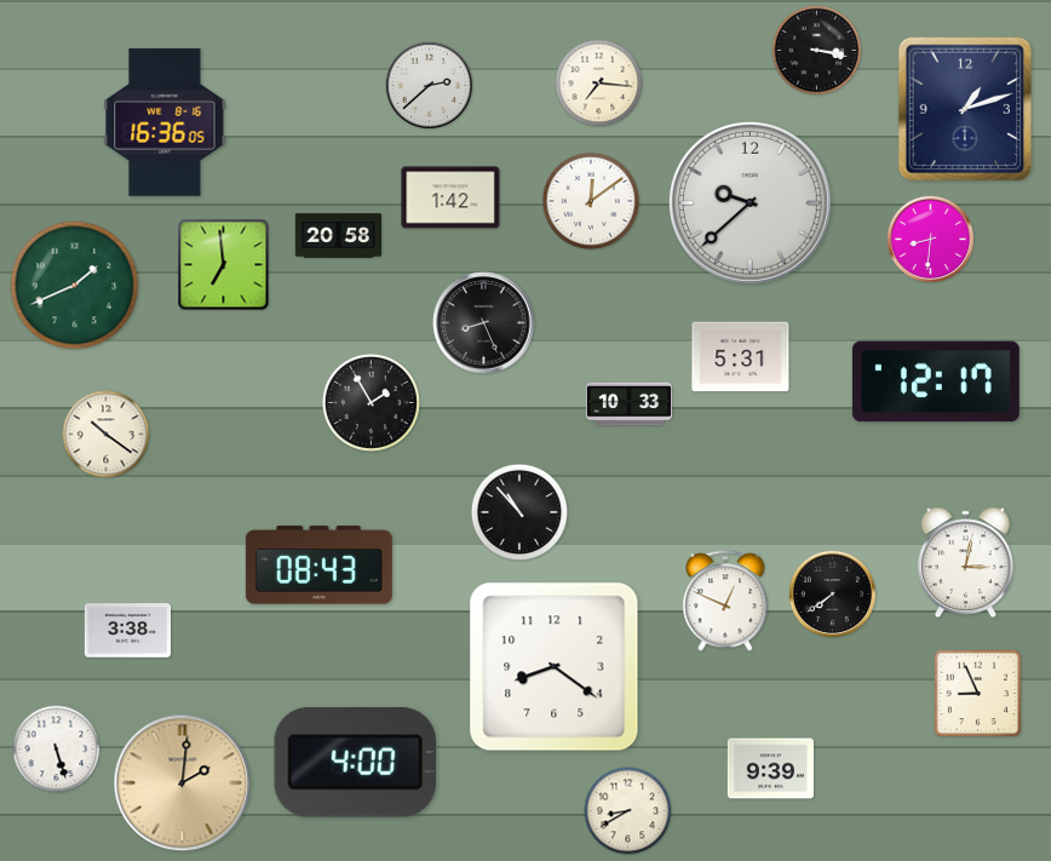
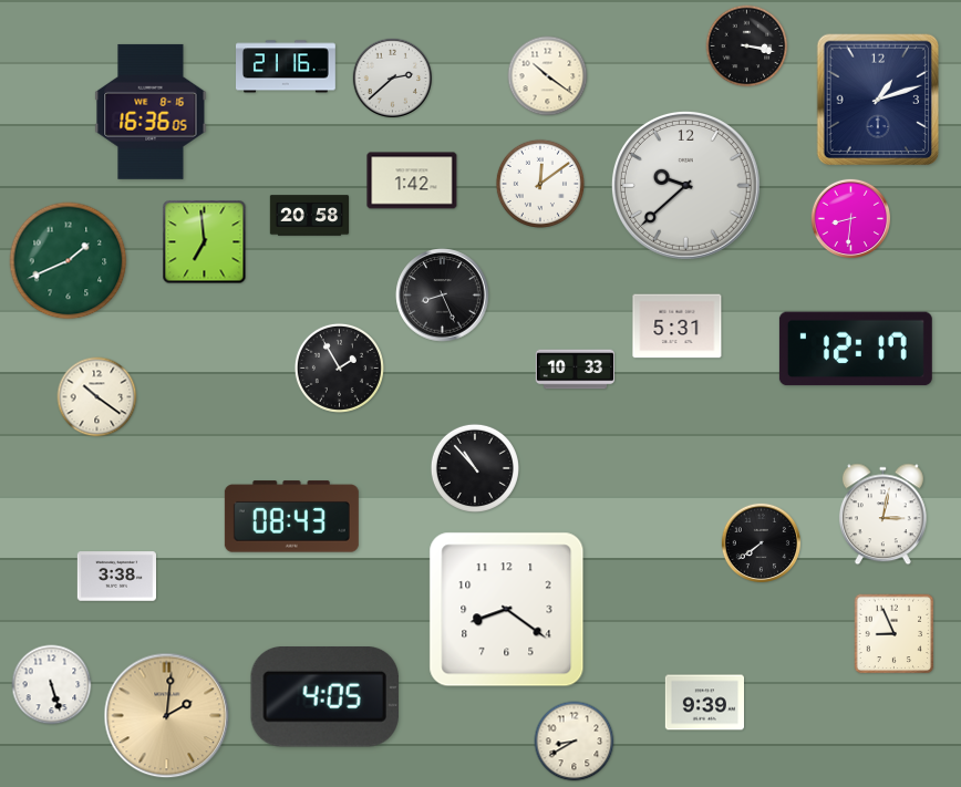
clock at (287, 66): none -> 21:16
clock at (599, 84): 7:16 -> 10:21
clock at (965, 109) position: (965, 109) -> (878, 100)
clock at (725, 601): 12:49 -> none
clock at (355, 763): 4:00 -> 4:05
